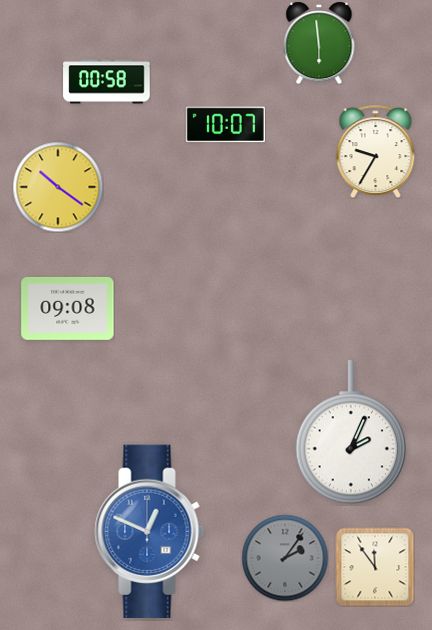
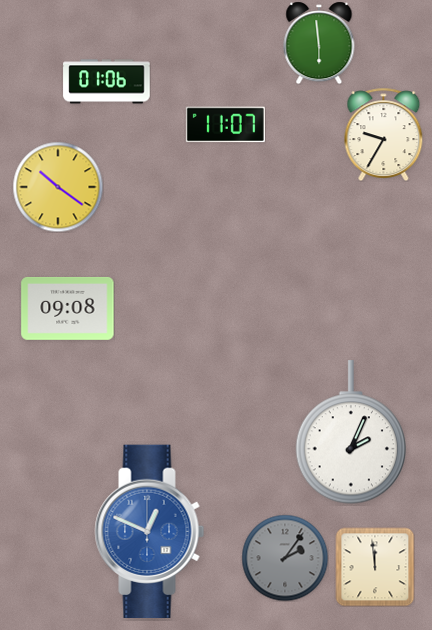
clock at (107, 82): 00:58 -> 01:06
clock at (225, 125): 10:07 -> 11:07
clock at (376, 151) position: (376, 151) -> (384, 134)
clock at (375, 567): 11:54 -> 11:59
